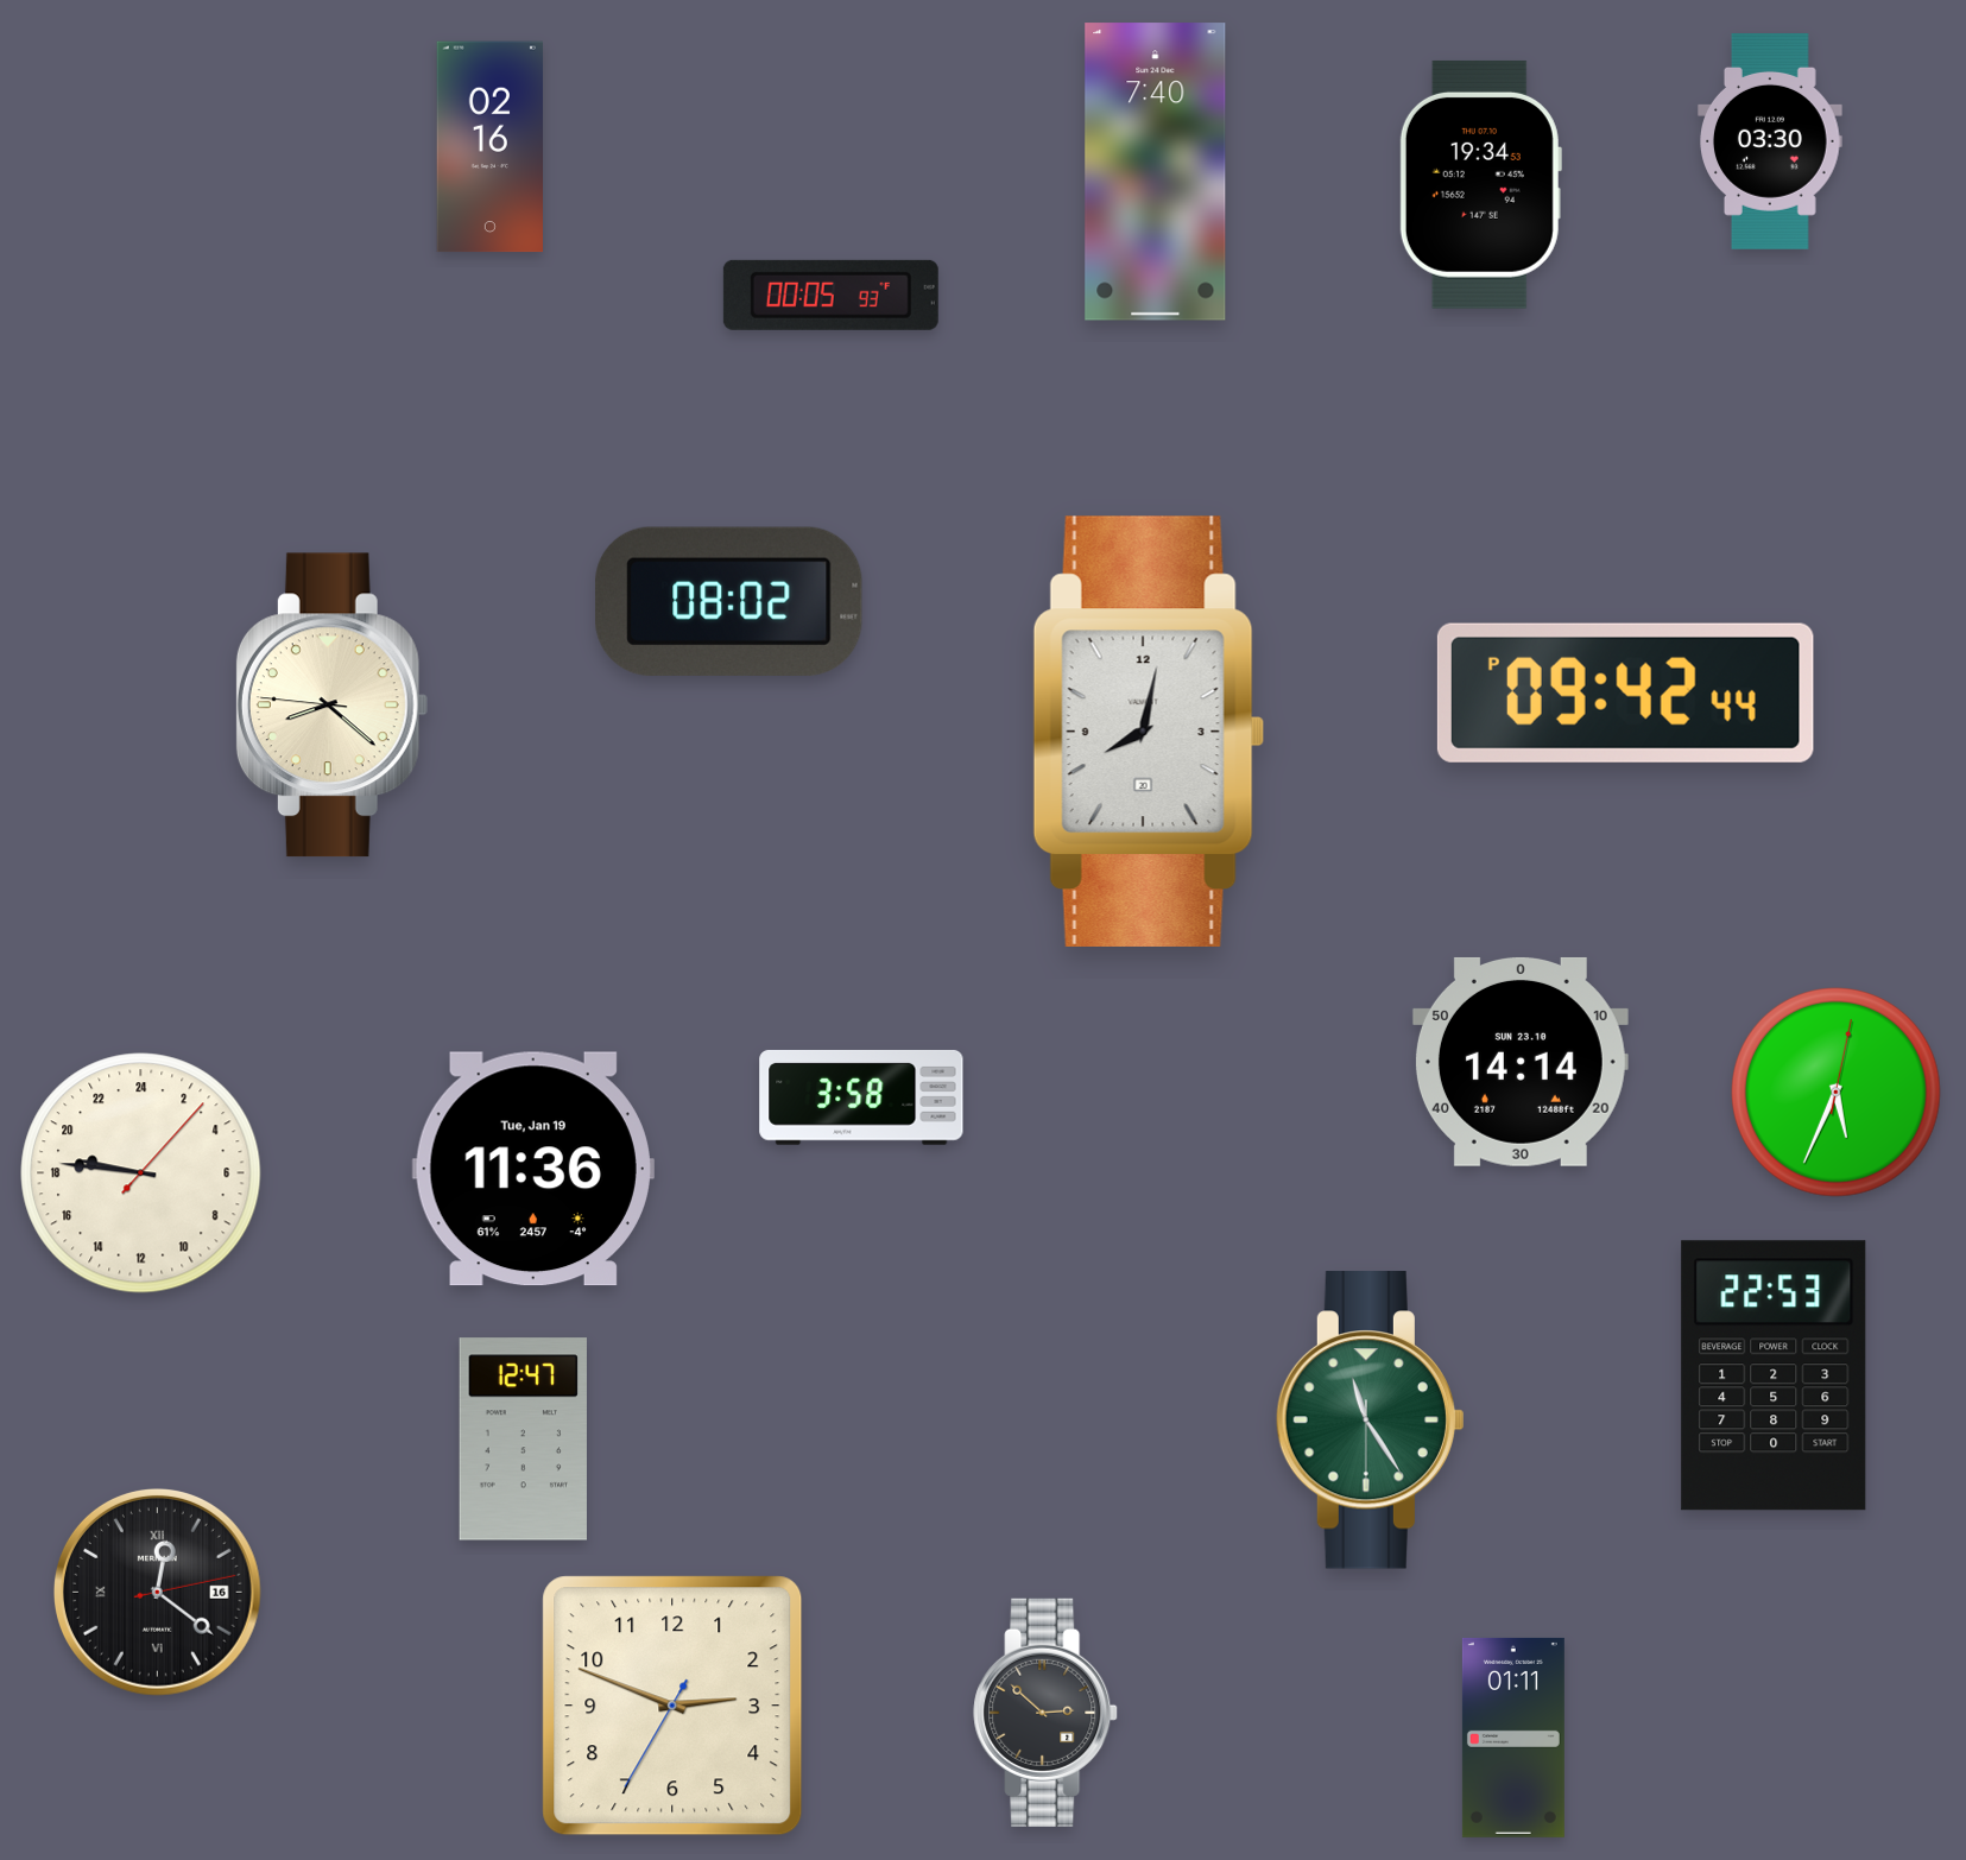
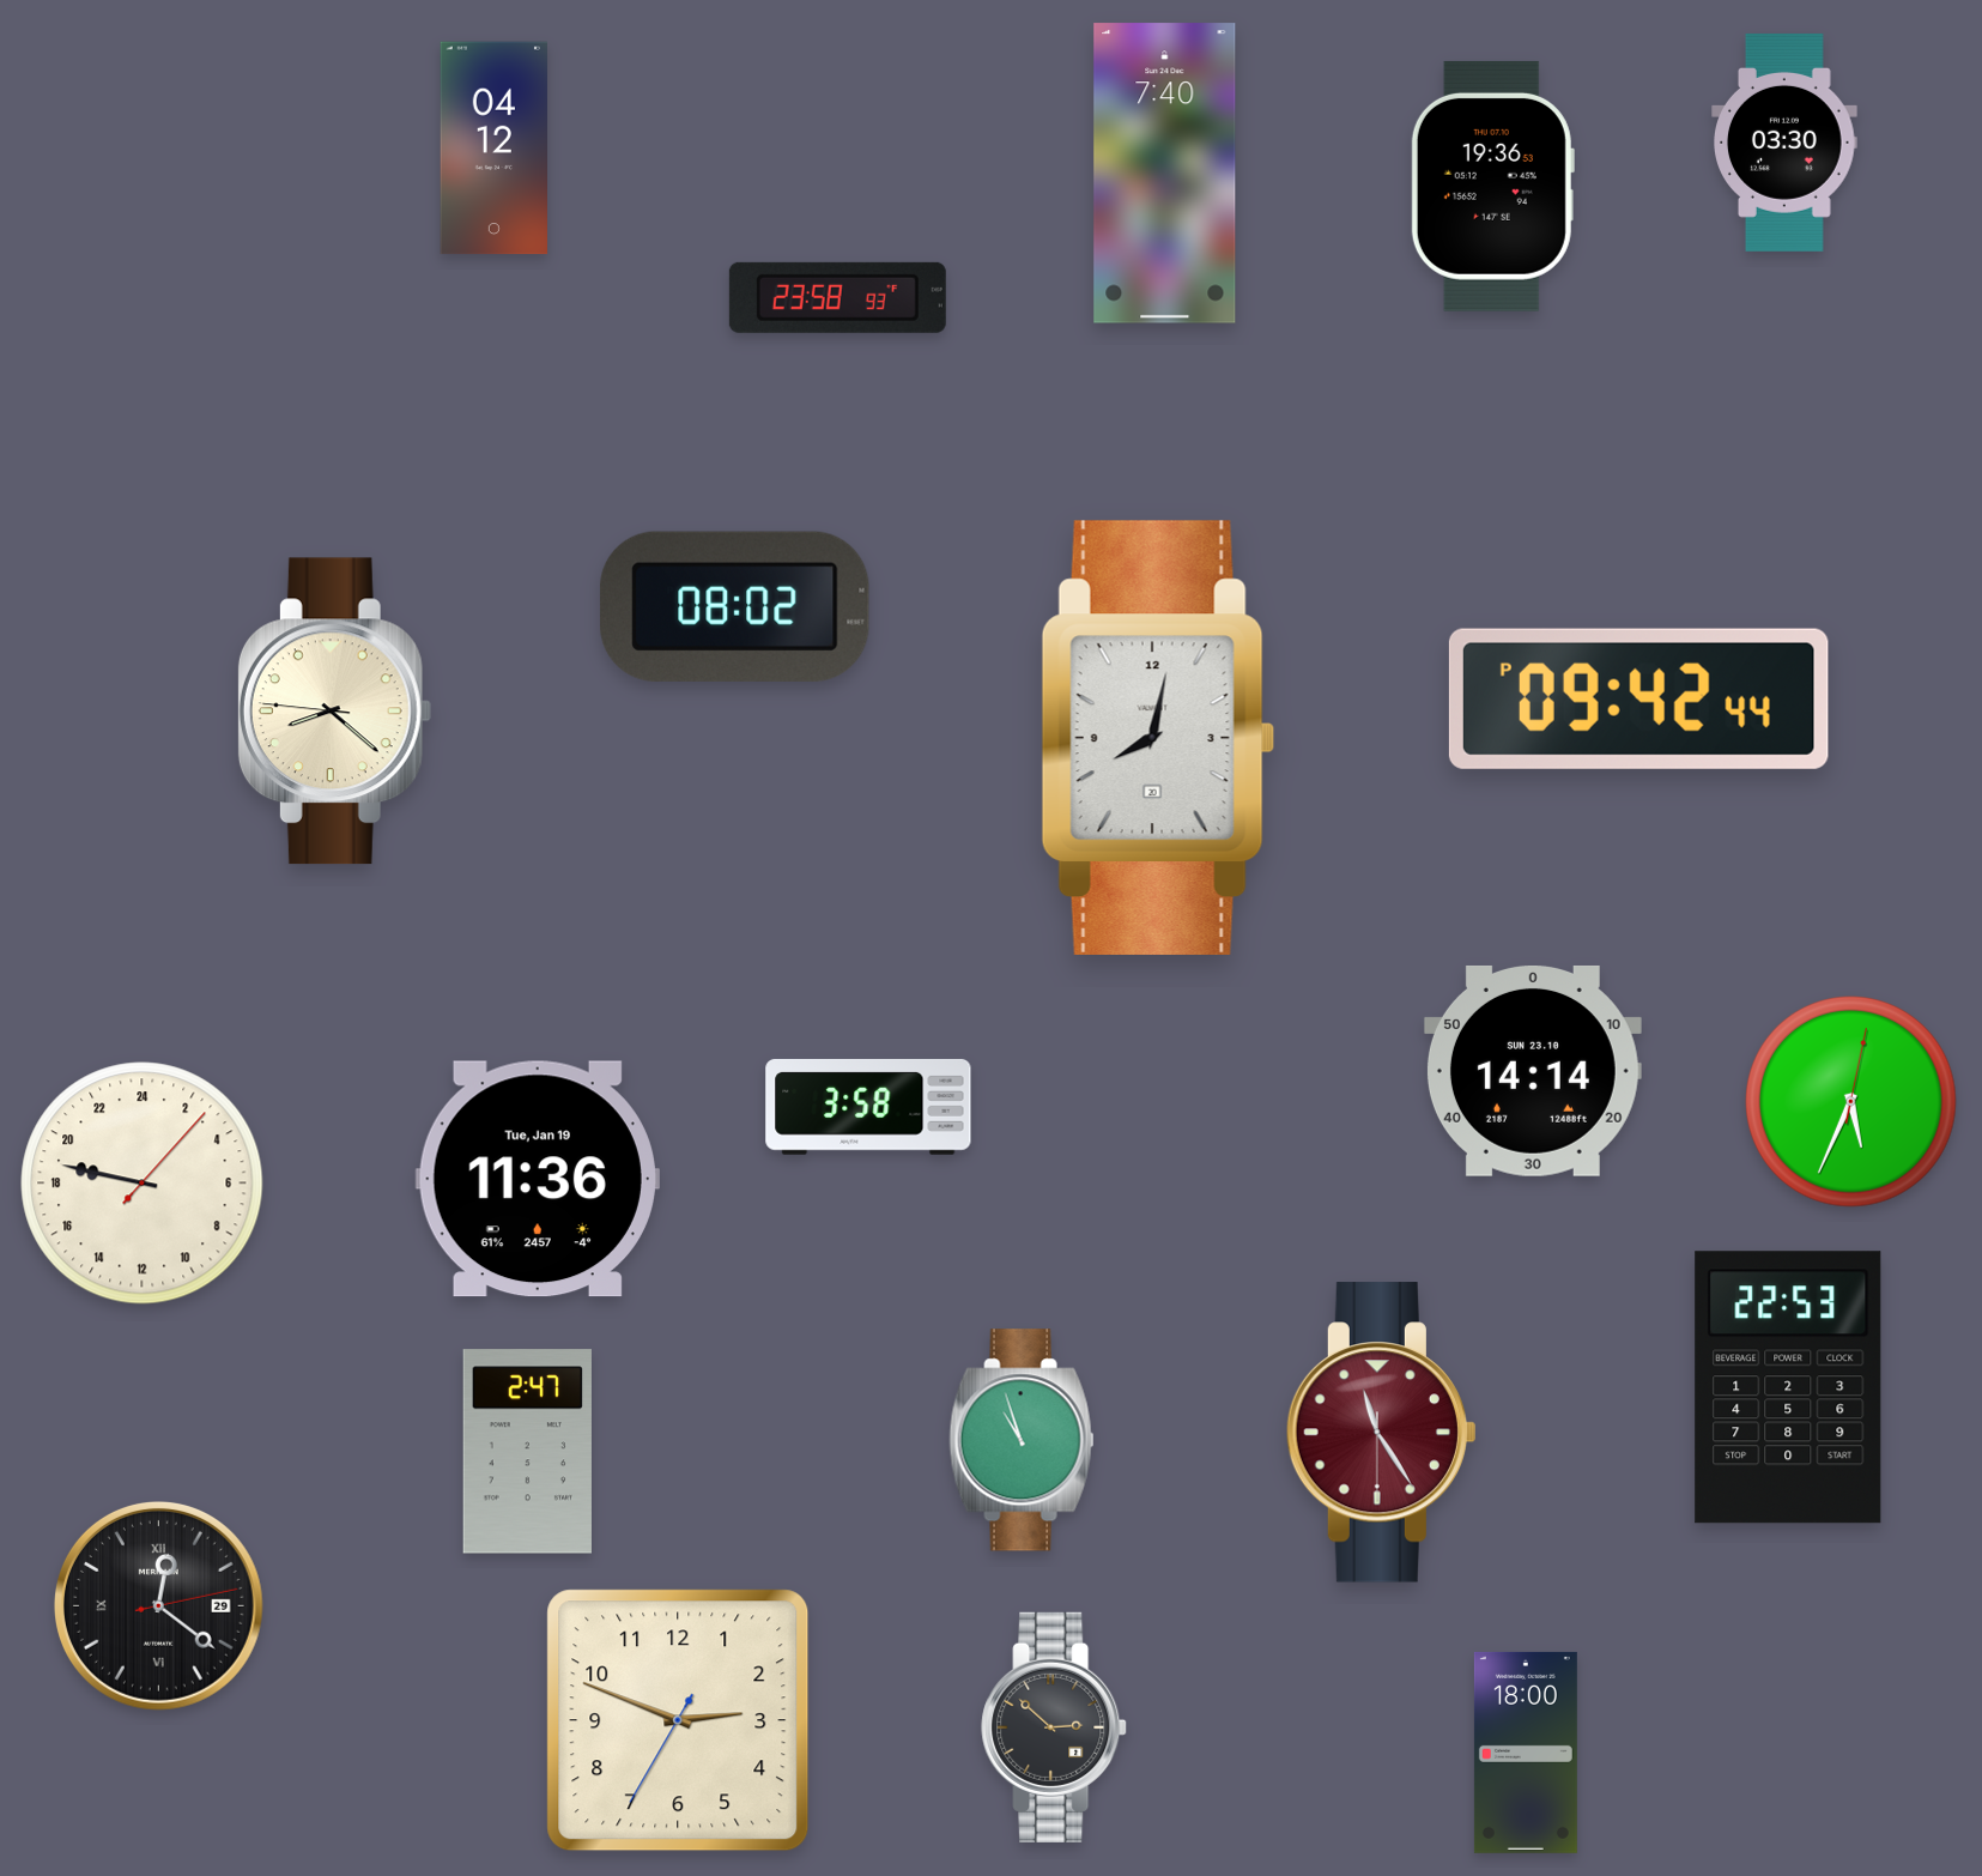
clock at (489, 147): 02:16 -> 04:12
clock at (1480, 184): 19:34 -> 19:36
clock at (830, 295): 00:05 -> 23:58
clock at (141, 1173): 18:46 -> 18:47
clock at (1370, 1421) dial: green -> burgundy
clock at (1022, 1440): none -> 10:57
clock at (523, 1440): 12:47 -> 2:47
clock at (157, 1592) date: 16 -> 29
clock at (1513, 1738): 01:11 -> 18:00
